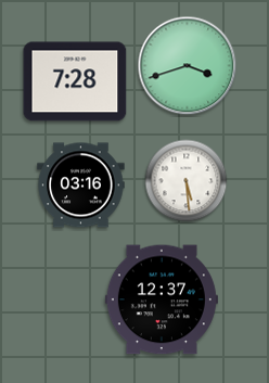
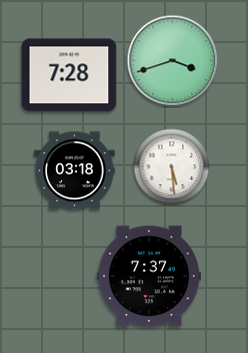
clock at (81, 186): 03:16 -> 03:18
clock at (162, 299): 12:37 -> 7:37
